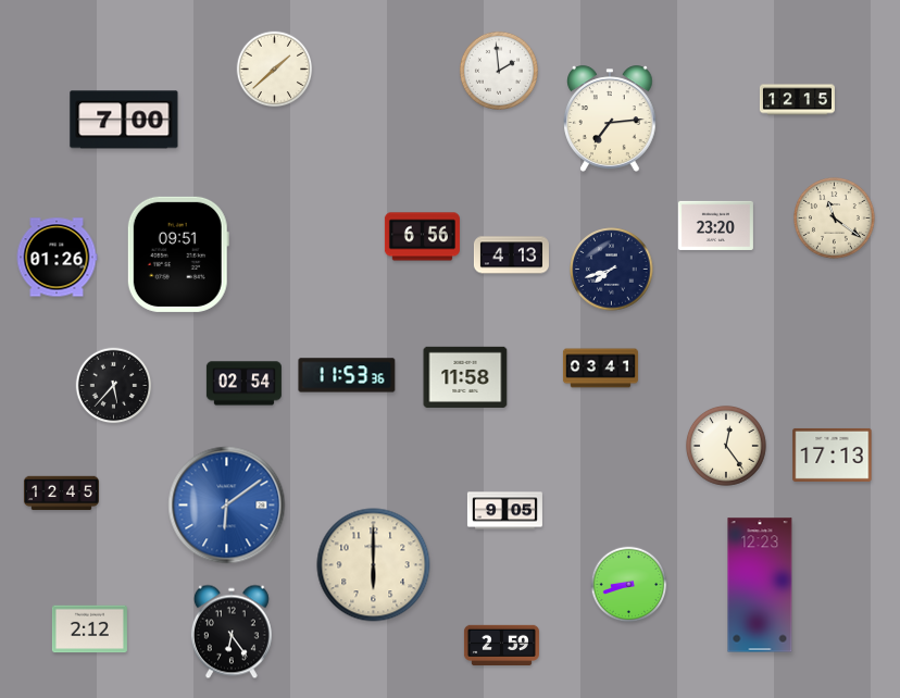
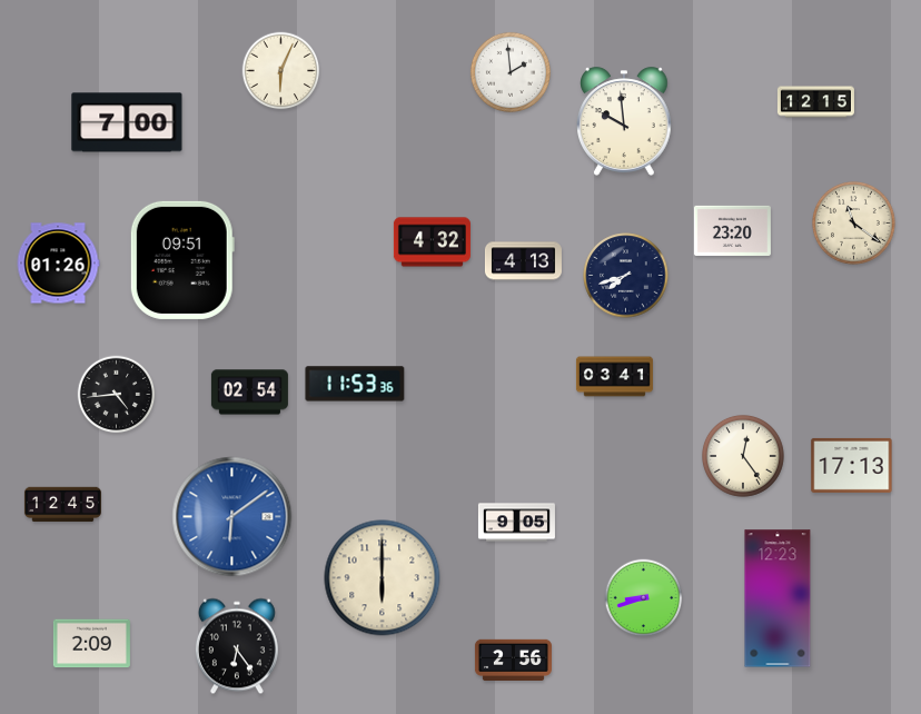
clock at (275, 70): 1:38 -> 6:04
clock at (611, 119): 7:14 -> 9:59
clock at (422, 237): 6:56 -> 4:32
clock at (465, 377): 11:58 -> none
clock at (114, 386): 5:37 -> 4:44
clock at (89, 630): 2:12 -> 2:09
clock at (501, 645): 2:59 -> 2:56
